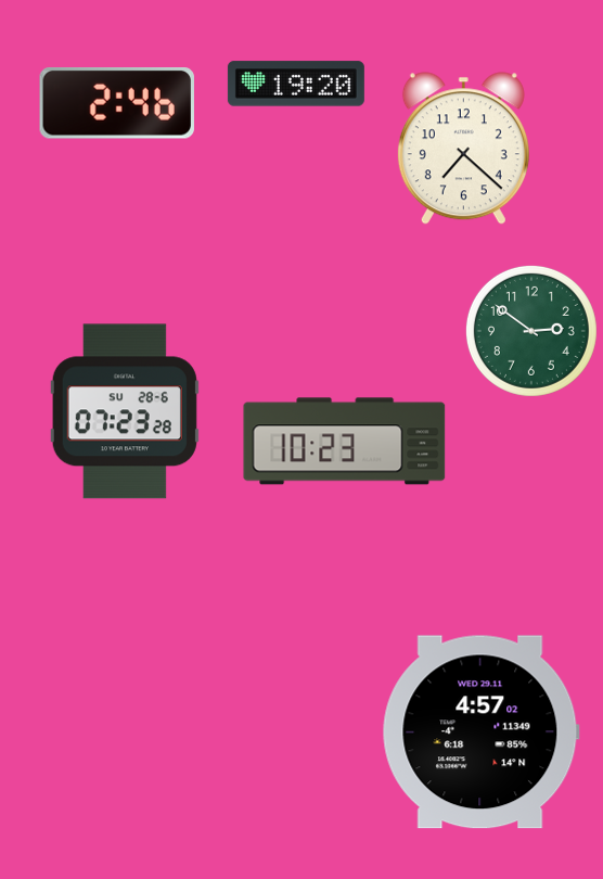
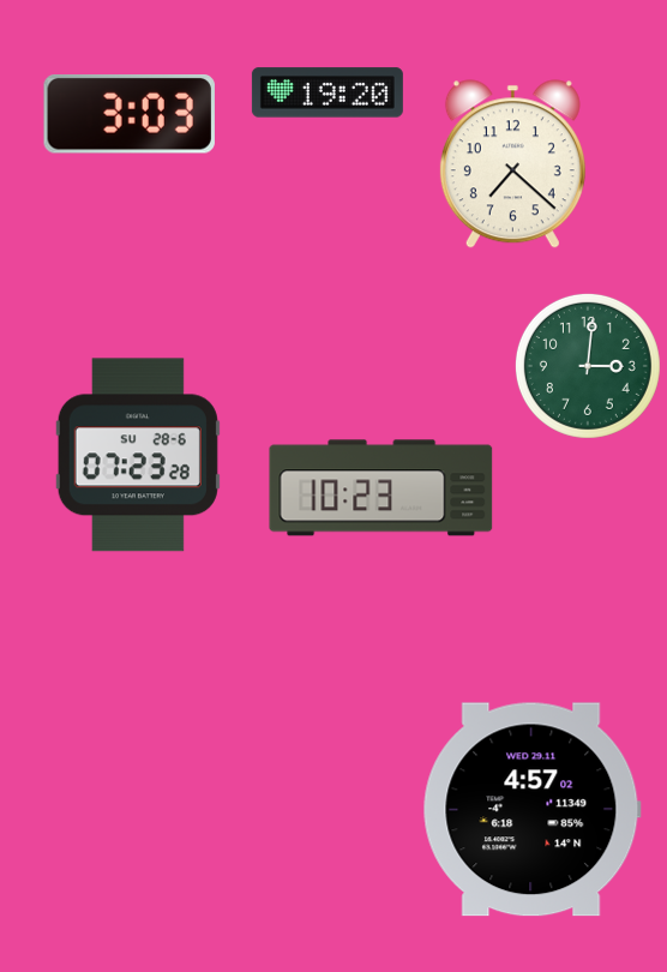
clock at (117, 104): 2:46 -> 3:03
clock at (531, 331): 2:51 -> 3:01
